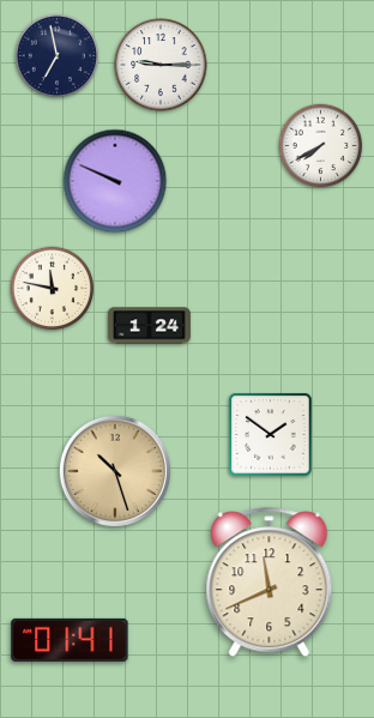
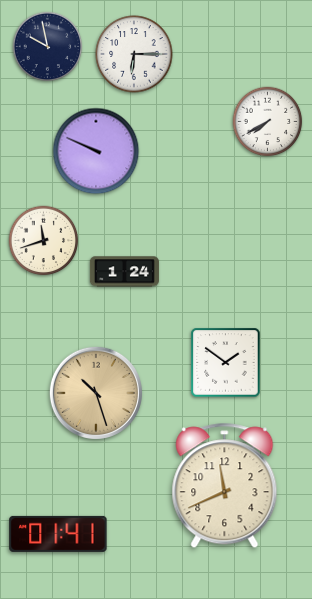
clock at (58, 56): 6:58 -> 9:58
clock at (161, 65): 9:15 -> 6:15
clock at (53, 289): 11:47 -> 11:42
